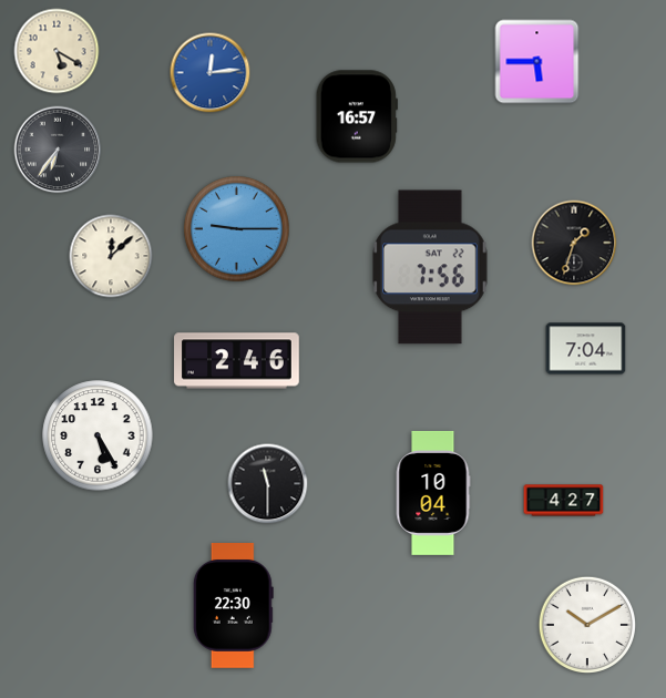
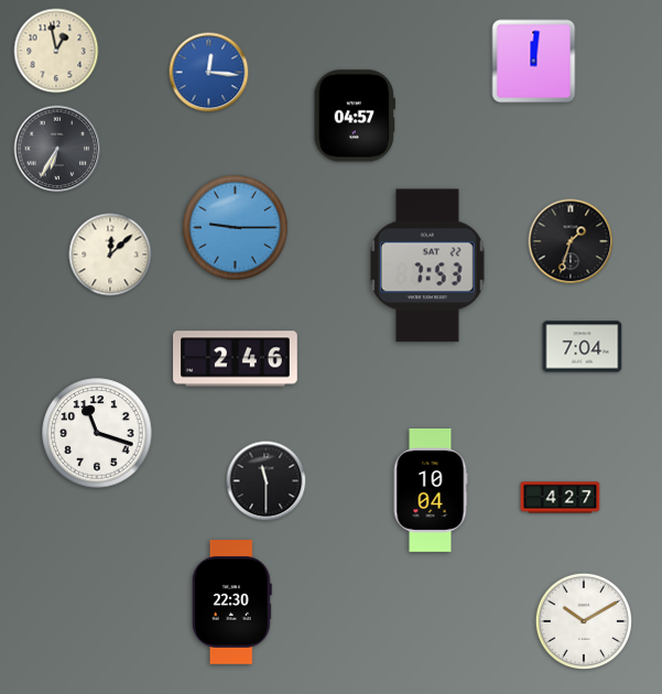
clock at (57, 51): 5:20 -> 12:58
clock at (537, 62): 5:45 -> 12:01
clock at (211, 73): 12:14 -> 12:16
clock at (357, 116): 16:57 -> 04:57
clock at (58, 150): 6:36 -> 6:35
clock at (431, 267): 7:56 -> 7:53
clock at (98, 435): 5:25 -> 11:18
